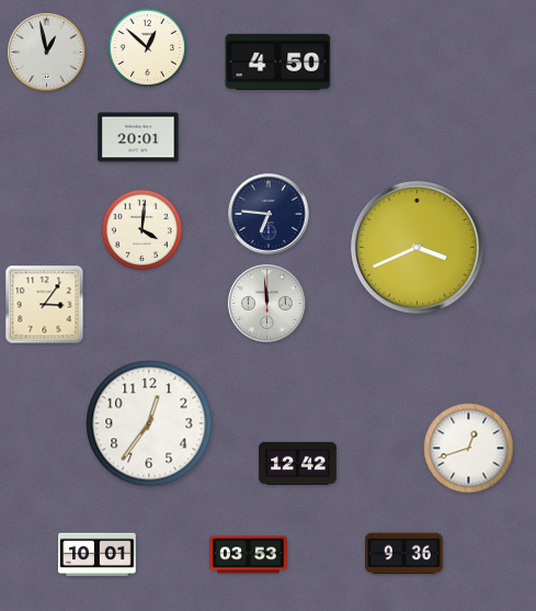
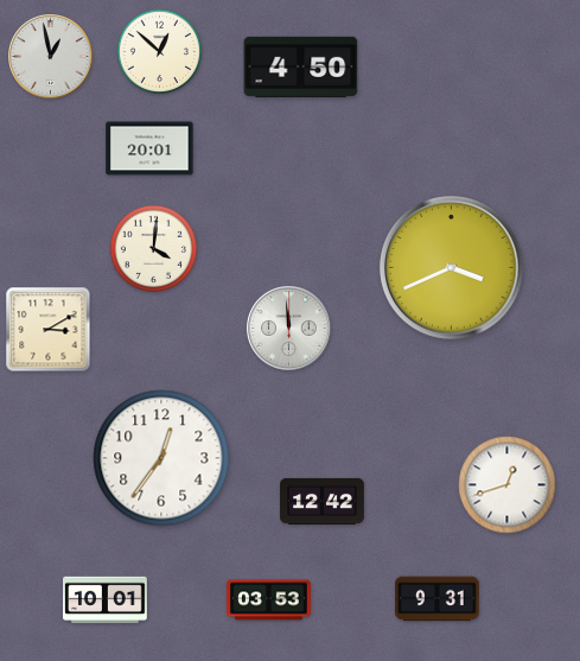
clock at (269, 214): 6:46 -> none
clock at (45, 305): 3:06 -> 3:10
clock at (404, 554): 9:36 -> 9:31
